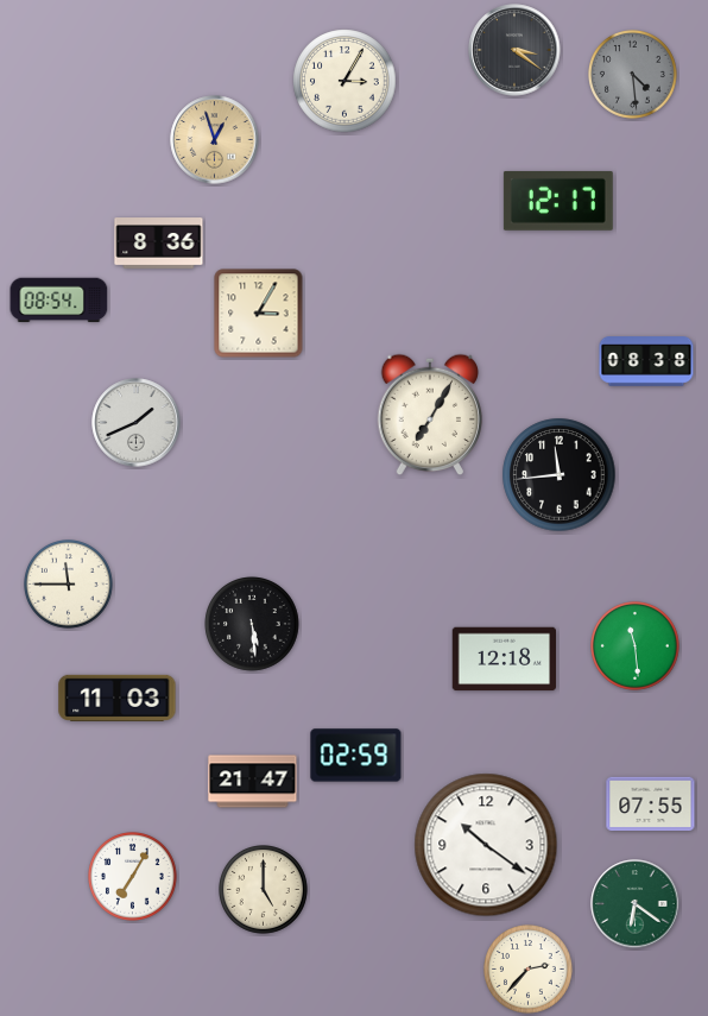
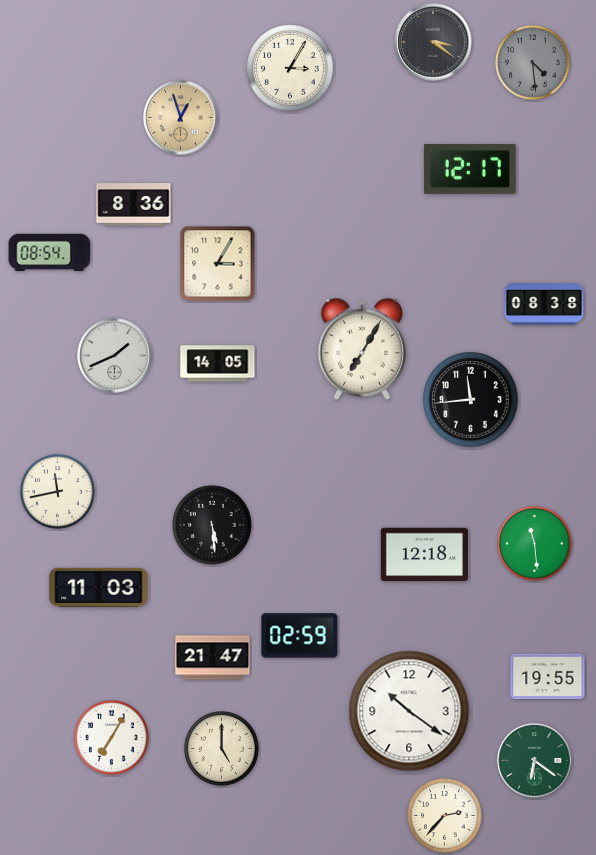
clock at (218, 364): none -> 14:05
clock at (69, 585): 11:45 -> 11:43
clock at (651, 804): 07:55 -> 19:55
